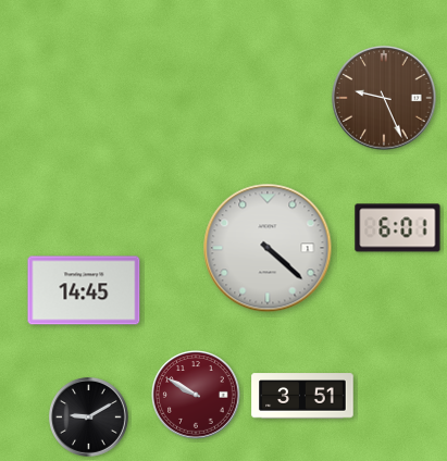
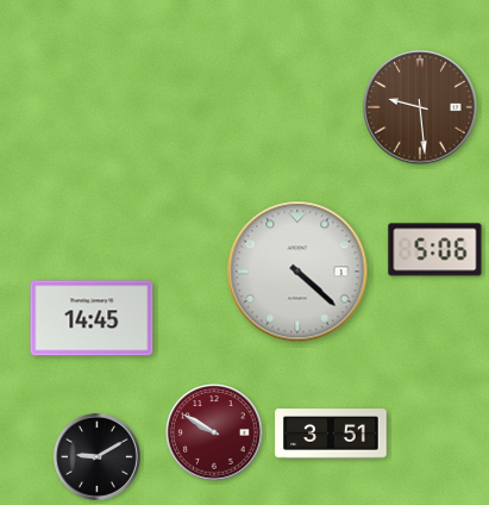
clock at (384, 98): 9:26 -> 9:29
clock at (398, 228): 6:01 -> 5:06
clock at (268, 248) position: (268, 248) -> (297, 272)
